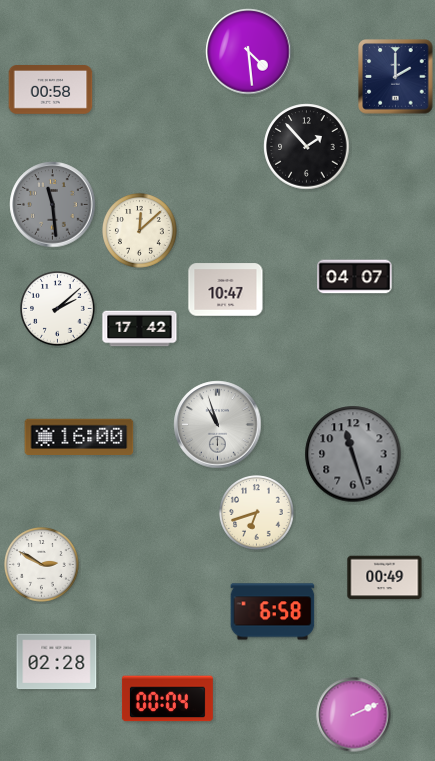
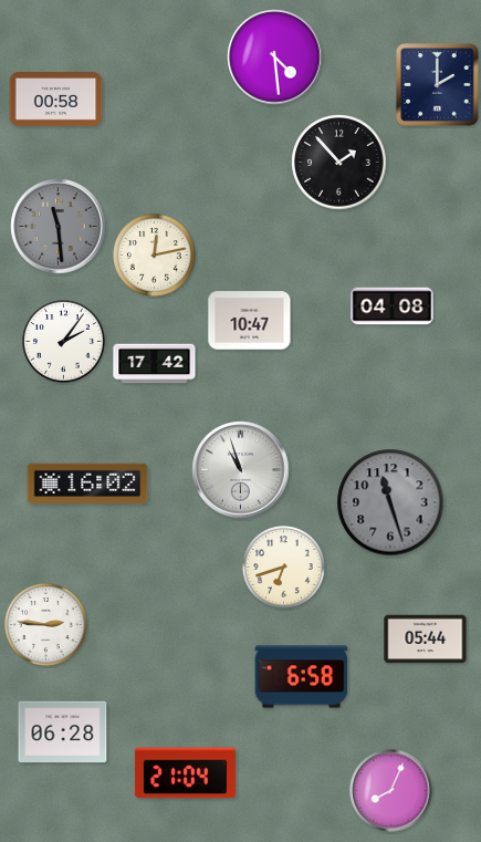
clock at (140, 231): 12:08 -> 12:13
clock at (355, 277): 04:07 -> 04:08
clock at (58, 309): 2:08 -> 2:06
clock at (79, 437): 16:00 -> 16:02
clock at (42, 565): 2:50 -> 2:46
clock at (385, 578): 00:49 -> 05:44
clock at (57, 662): 02:28 -> 06:28
clock at (167, 699): 00:04 -> 21:04
clock at (354, 715): 2:11 -> 8:04
